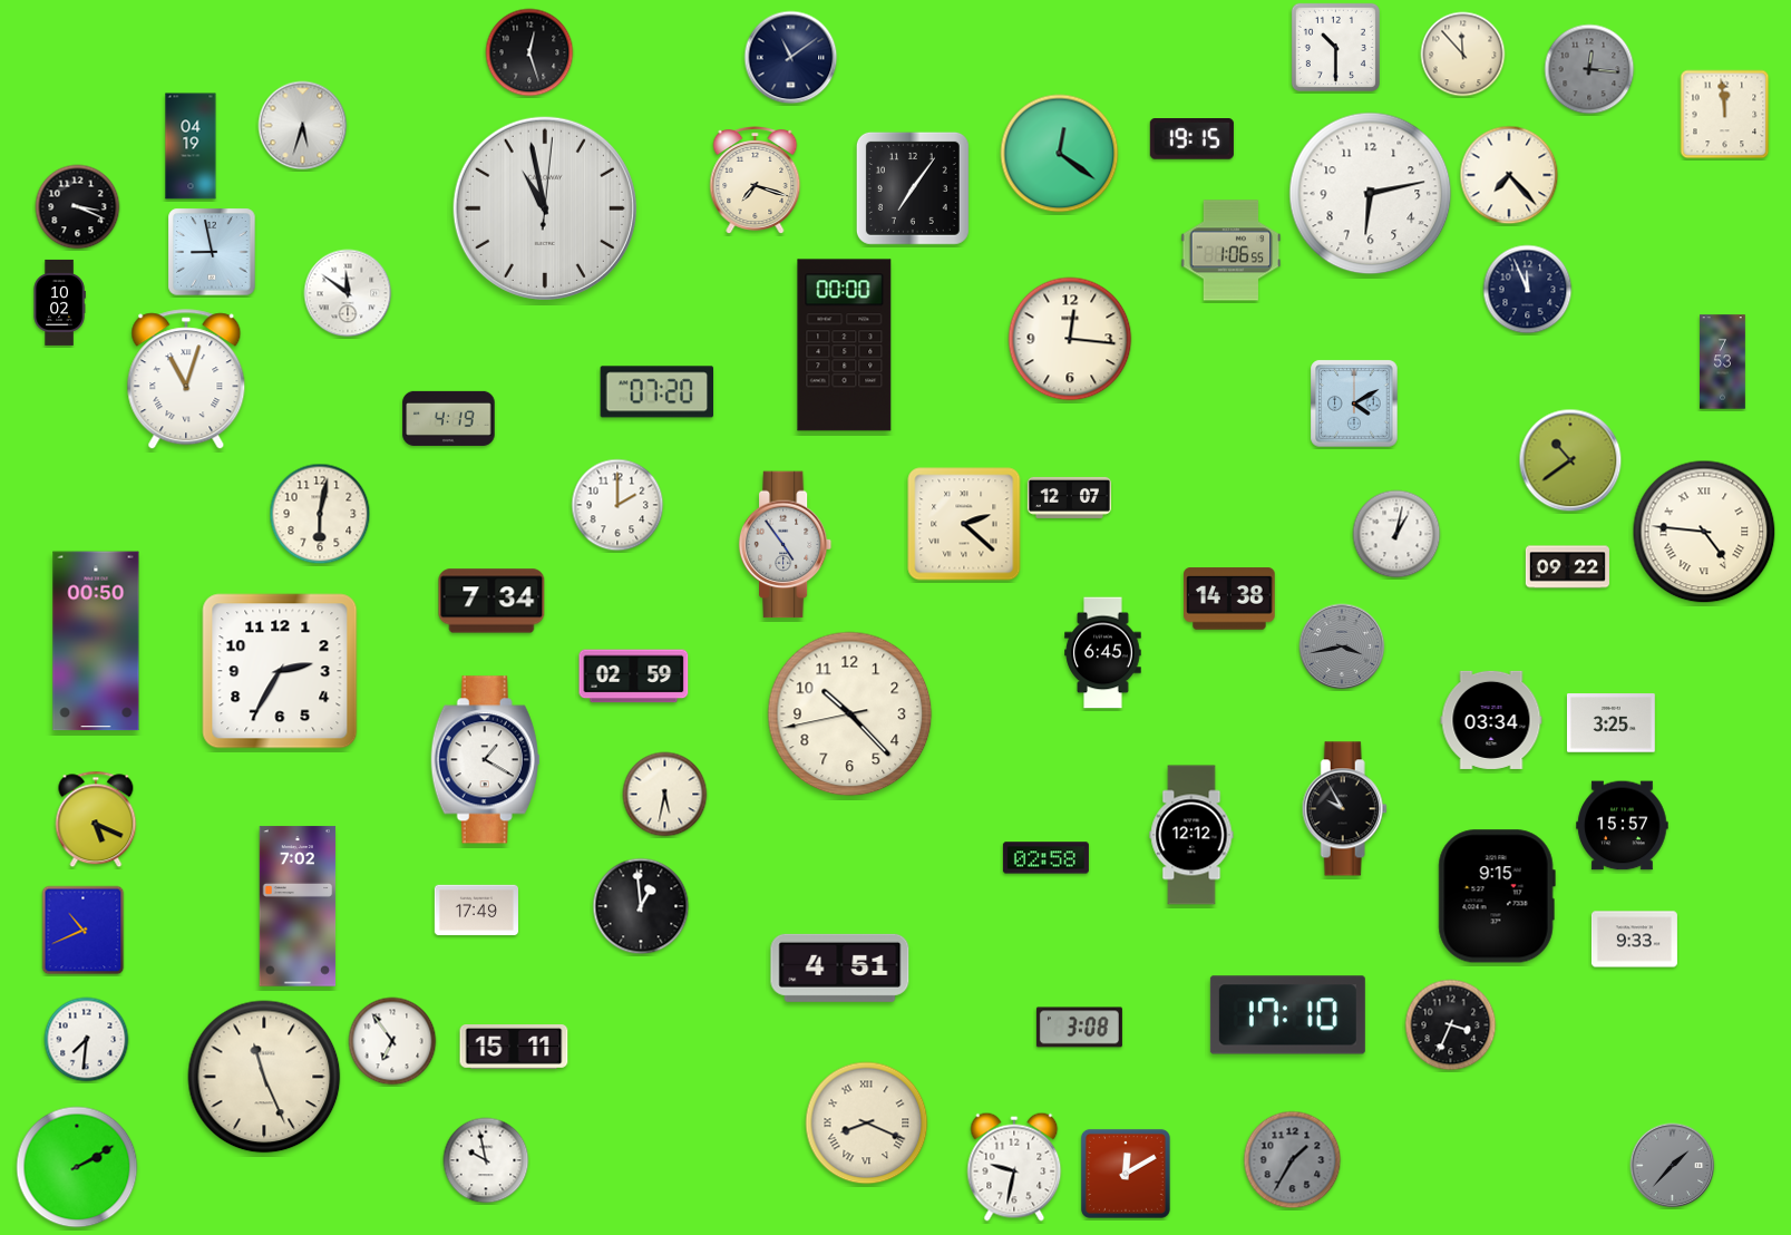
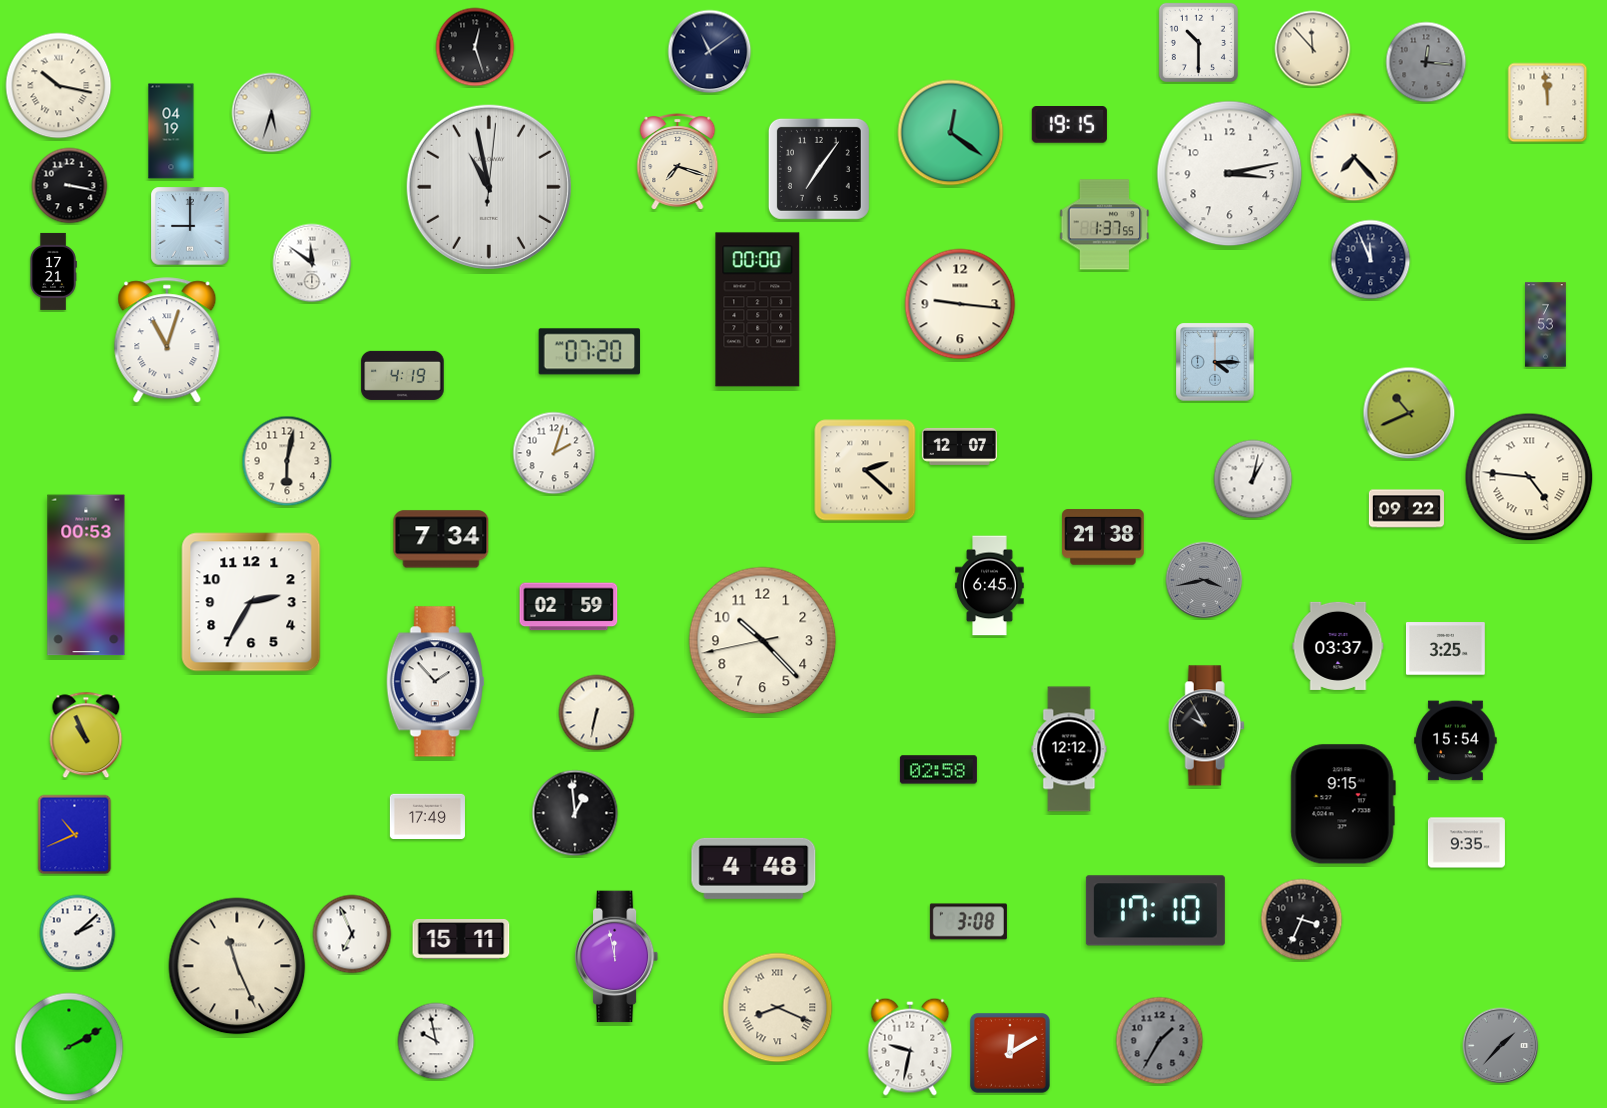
clock at (59, 86): none -> 10:17
clock at (1060, 154) position: (1060, 154) -> (951, 133)
clock at (1371, 194): 6:13 -> 3:13
clock at (78, 207): 3:19 -> 3:17
clock at (1232, 251): 1:06 -> 1:37
clock at (212, 252): 8:58 -> 9:00
clock at (59, 302): 10:02 -> 17:21
clock at (1070, 339): 12:16 -> 9:16
clock at (1354, 403): 4:10 -> 4:15
clock at (1570, 460): 10:39 -> 10:41
clock at (617, 505): 2:00 -> 2:03
clock at (786, 545): 4:54 -> none
clock at (1229, 599): 14:38 -> 21:38
clock at (96, 641): 00:50 -> 00:53
clock at (1491, 720): 03:34 -> 03:37
clock at (485, 760): 1:20 -> 1:53
clock at (665, 795): 5:32 -> 6:32
clock at (96, 819): 5:19 -> 10:56
clock at (1623, 826): 15:57 -> 15:54
clock at (298, 906): 7:02 -> none
clock at (1634, 940): 9:33 -> 9:35
clock at (840, 967): 4:51 -> 4:48
clock at (87, 1040): 7:31 -> 2:08
clock at (392, 1041): 6:54 -> 6:56
clock at (617, 957): none -> 11:58
